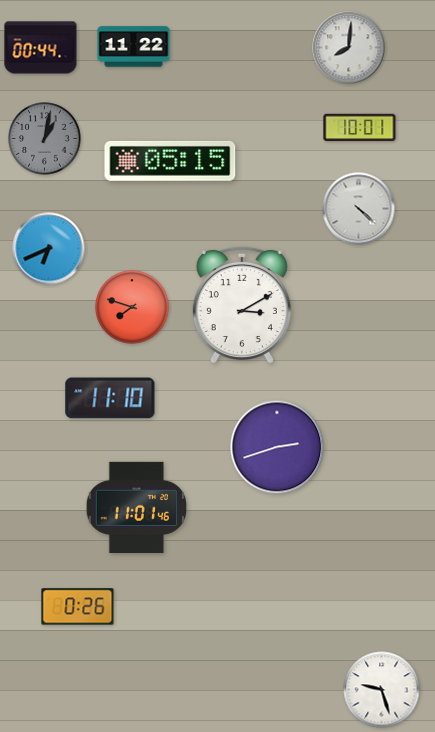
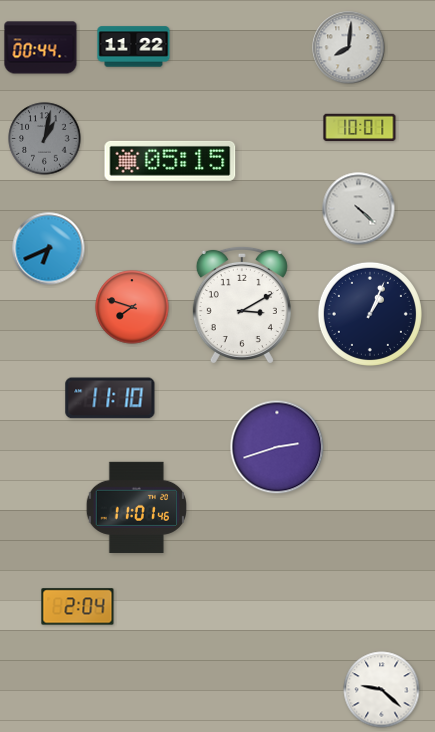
clock at (370, 314): none -> 1:04
clock at (78, 607): 0:26 -> 2:04
clock at (382, 690): 9:27 -> 9:22
